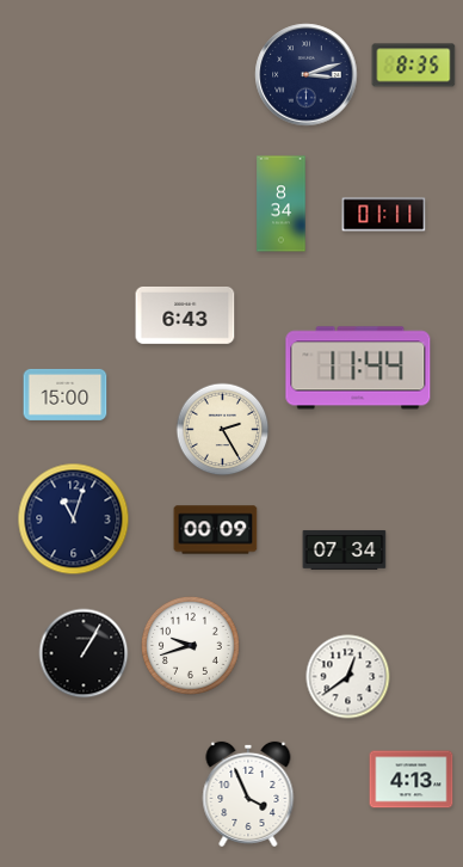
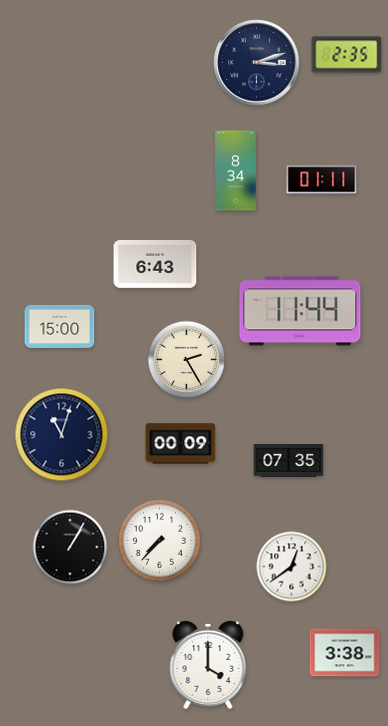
clock at (414, 66): 8:35 -> 2:35
clock at (358, 368) position: (358, 368) -> (300, 311)
clock at (66, 394) position: (66, 394) -> (60, 326)
clock at (345, 549): 07:34 -> 07:35
clock at (190, 645): 9:42 -> 7:37
clock at (412, 780): 4:13 -> 3:38
clock at (248, 794): 3:56 -> 4:00
